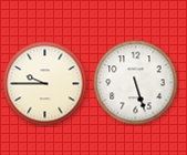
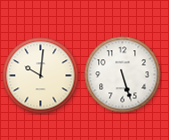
clock at (45, 84): 9:45 -> 10:01
